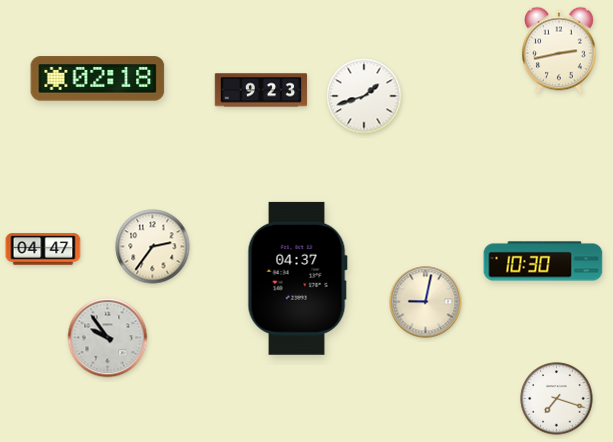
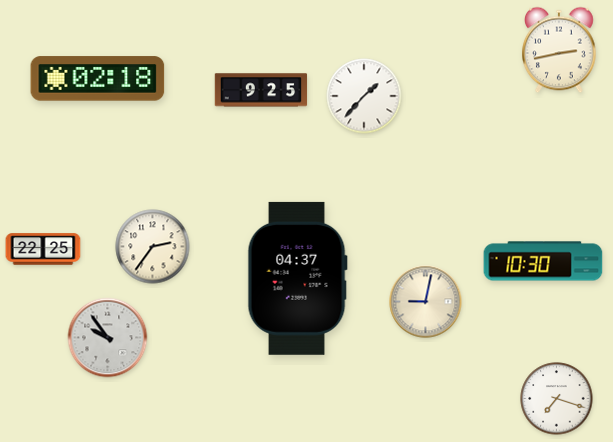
clock at (261, 90): 9:23 -> 9:25
clock at (364, 96): 1:42 -> 1:37
clock at (43, 249): 04:47 -> 22:25
